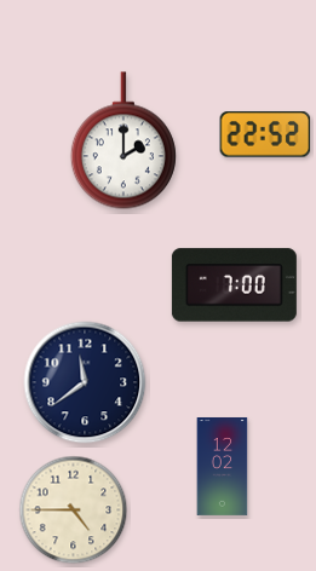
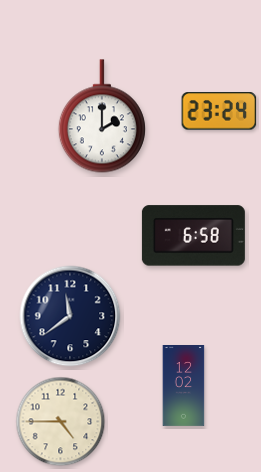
clock at (265, 134): 22:52 -> 23:24
clock at (234, 285): 7:00 -> 6:58
